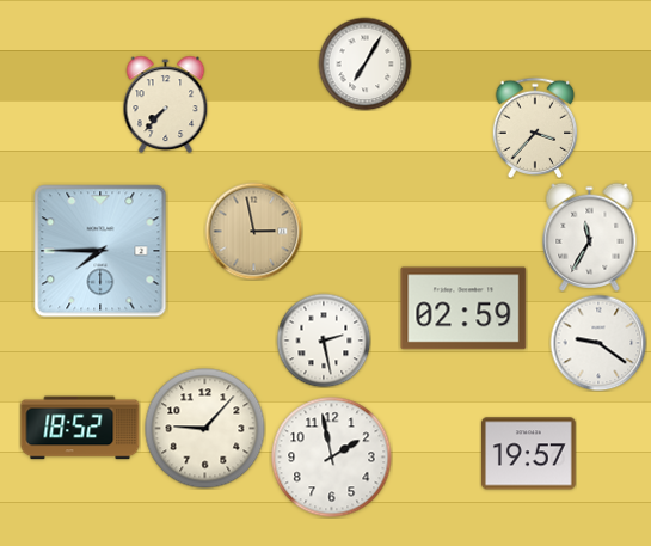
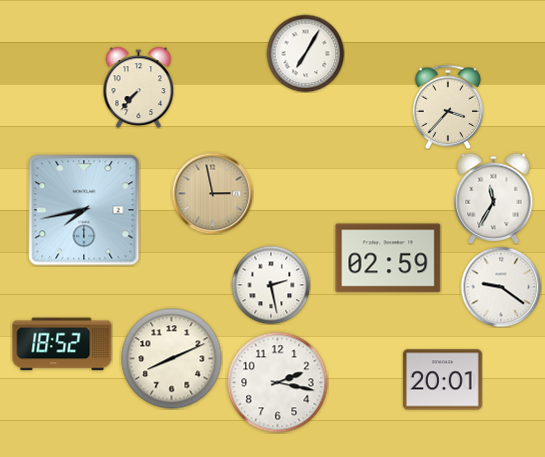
clock at (100, 251): 7:45 -> 7:43
clock at (80, 428) position: (80, 428) -> (62, 344)
clock at (205, 429): 9:07 -> 8:11
clock at (529, 454): 19:57 -> 20:01
clock at (332, 458): 1:58 -> 2:17
